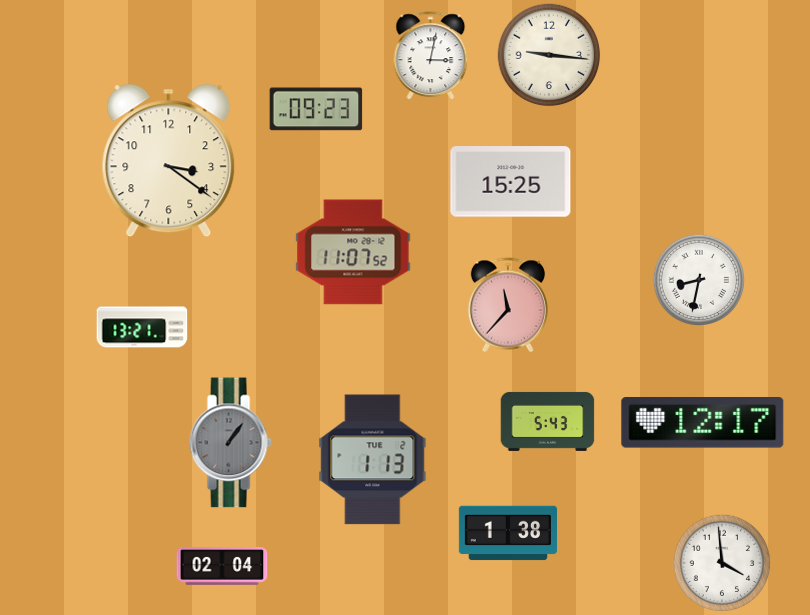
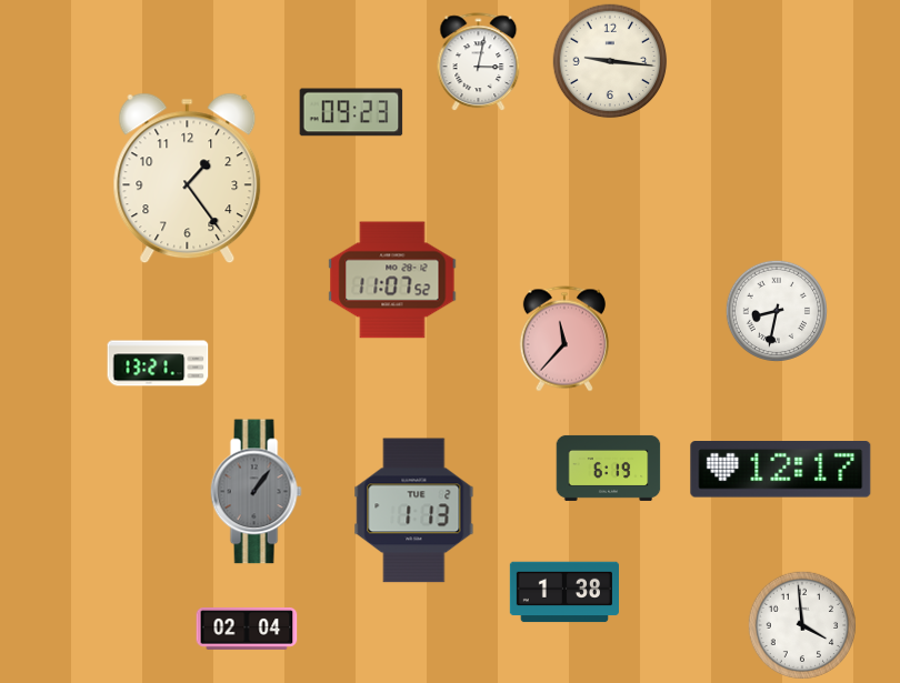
clock at (316, 109) position: (316, 109) -> (351, 112)
clock at (169, 161): 3:21 -> 1:24
clock at (511, 182): 15:25 -> none
clock at (548, 421): 5:43 -> 6:19
